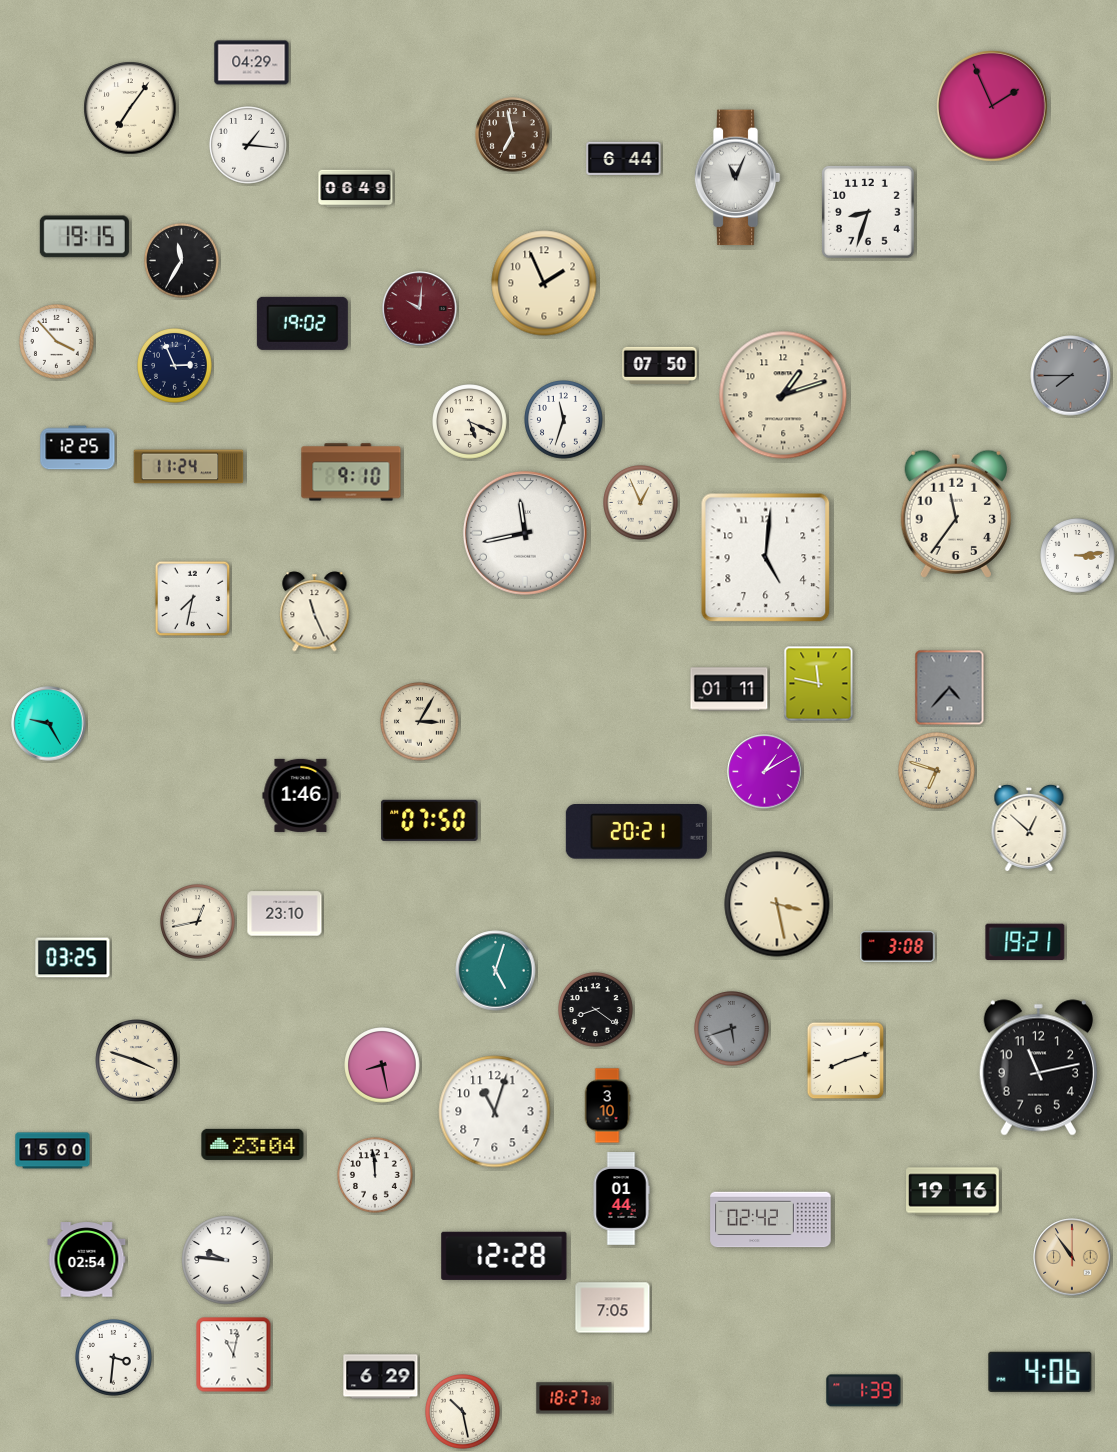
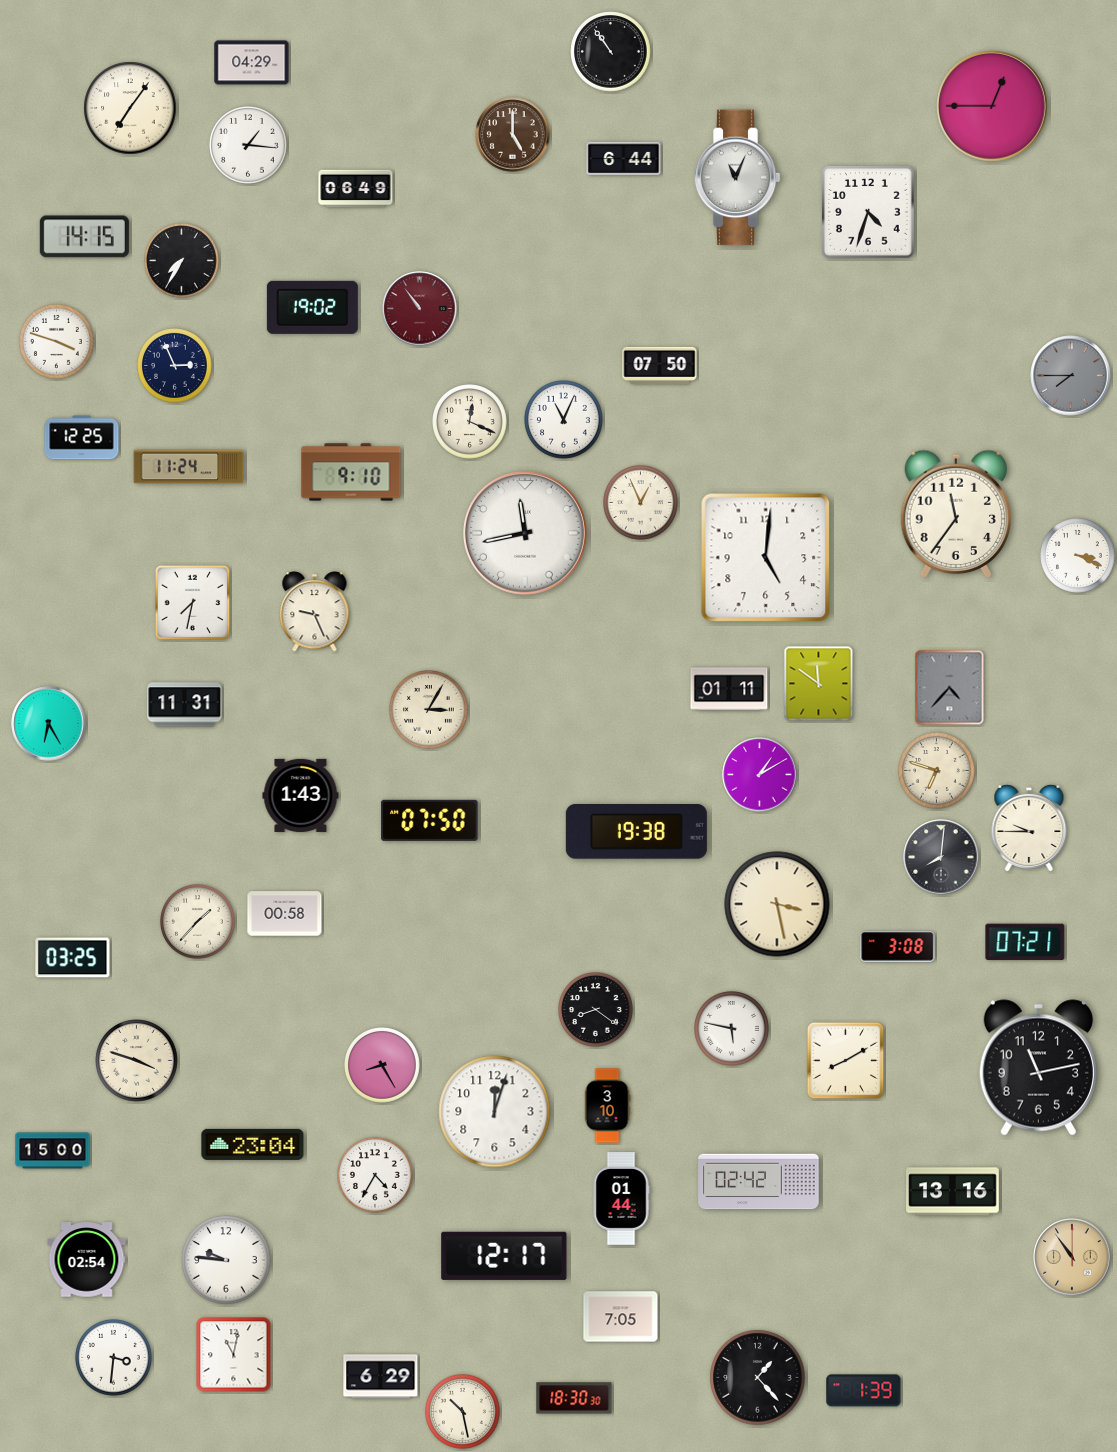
clock at (611, 52): none -> 10:54
clock at (993, 107): 1:56 -> 12:45
clock at (513, 135): 6:58 -> 5:00
clock at (868, 212): 8:33 -> 4:33
clock at (84, 237): 19:15 -> 14:15
clock at (182, 261): 11:35 -> 7:35
clock at (544, 283): 1:56 -> none
clock at (420, 309): 10:01 -> 10:54
clock at (302, 323) position: (302, 323) -> (312, 307)
clock at (57, 342): 3:53 -> 3:48
clock at (783, 395): 1:12 -> none
clock at (564, 420): 11:33 -> 11:04
clock at (470, 422): 5:19 -> 12:19
clock at (78, 448) position: (78, 448) -> (82, 438)
clock at (1078, 556): 3:14 -> 3:19
clock at (193, 599) position: (193, 599) -> (193, 603)
clock at (315, 612): 11:26 -> 9:26
clock at (819, 684): 11:47 -> 11:51
clock at (185, 705): none -> 11:31
clock at (420, 722) position: (420, 722) -> (429, 710)
clock at (49, 724): 9:25 -> 6:25
clock at (765, 772) position: (765, 772) -> (760, 775)
clock at (301, 795): 1:46 -> 1:43
clock at (1029, 828): 12:52 -> 9:45
clock at (636, 832): 20:21 -> 19:38
clock at (941, 857): none -> 8:01
clock at (285, 914): 23:10 -> 00:58
clock at (198, 922): 12:43 -> 1:37
clock at (1025, 941): 19:21 -> 07:21
clock at (496, 971): 5:03 -> none
clock at (732, 1029): 5:42 -> 5:47
clock at (732, 1029) dial: grey -> white
clock at (846, 1061): 8:12 -> 8:10
clock at (383, 1066): 8:28 -> 8:25
clock at (495, 1112): 11:03 -> 12:03
clock at (376, 1176): 11:59 -> 4:35
clock at (953, 1192): 19:16 -> 13:16
clock at (771, 1220) position: (771, 1220) -> (759, 1182)
clock at (504, 1256): 12:28 -> 12:17
clock at (613, 1308) position: (613, 1308) -> (621, 1317)
clock at (1040, 1372): 4:06 -> none
clock at (758, 1378): none -> 1:23
clock at (574, 1398): 18:27 -> 18:30
